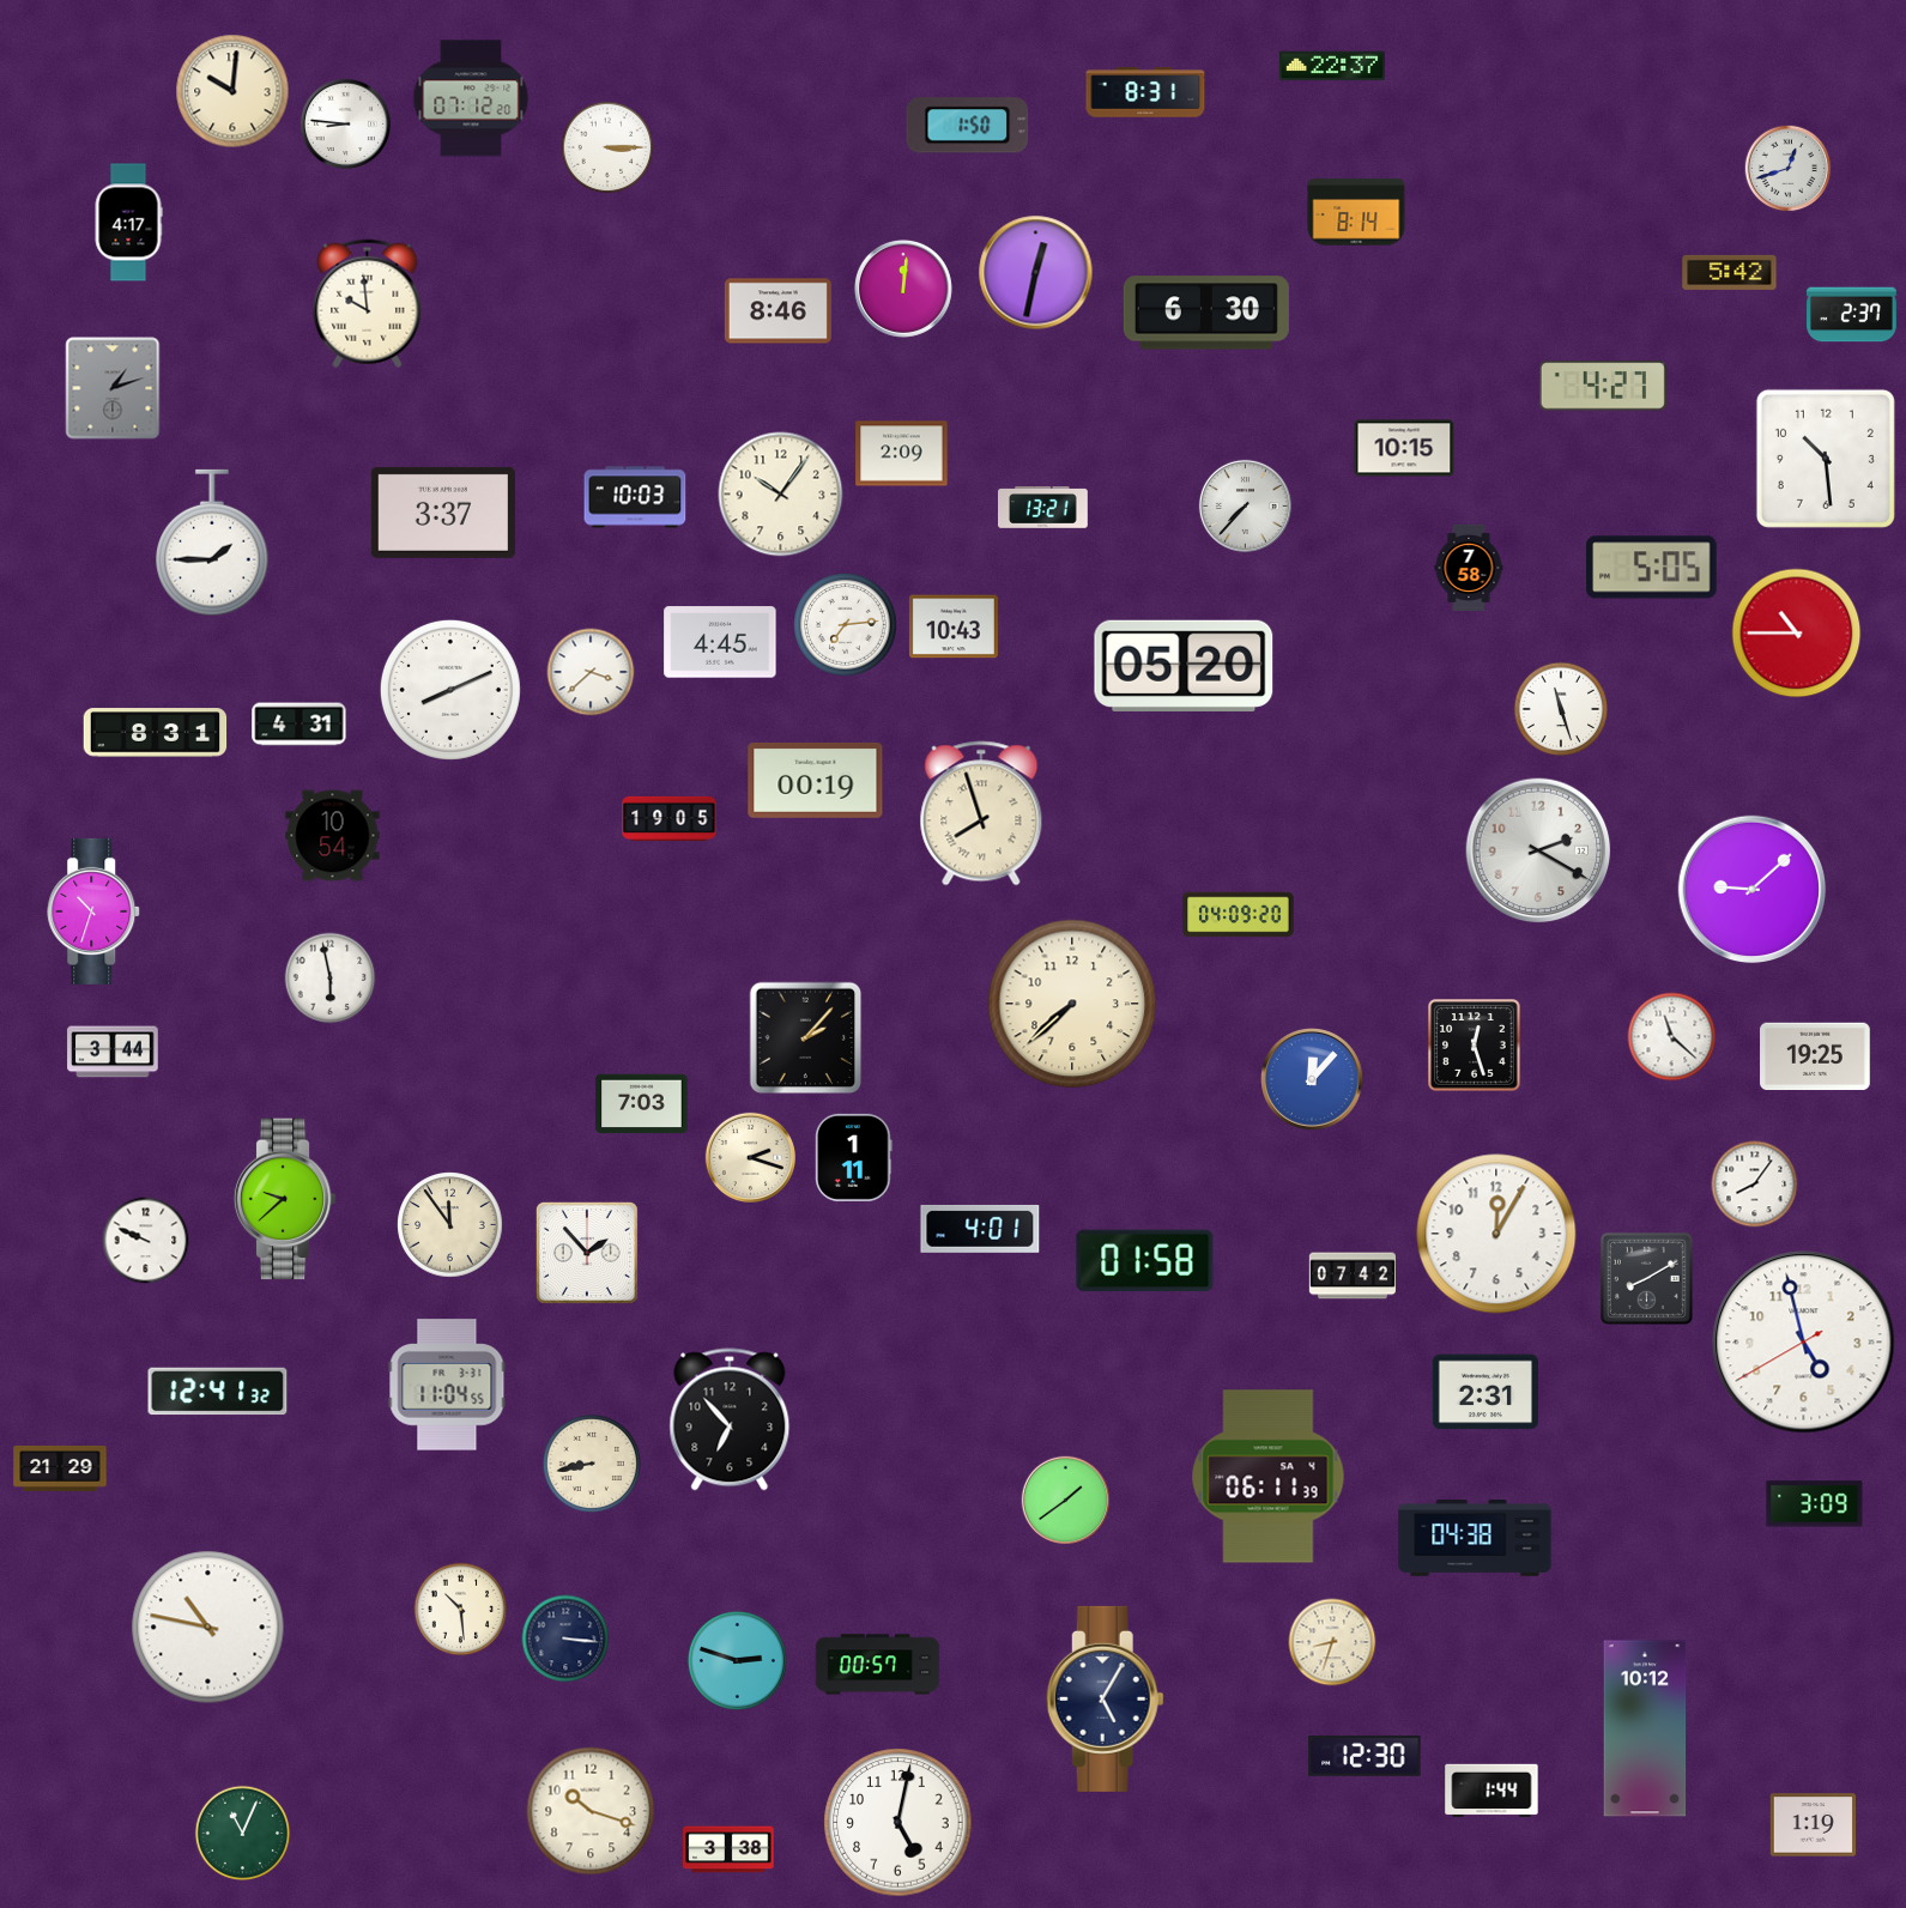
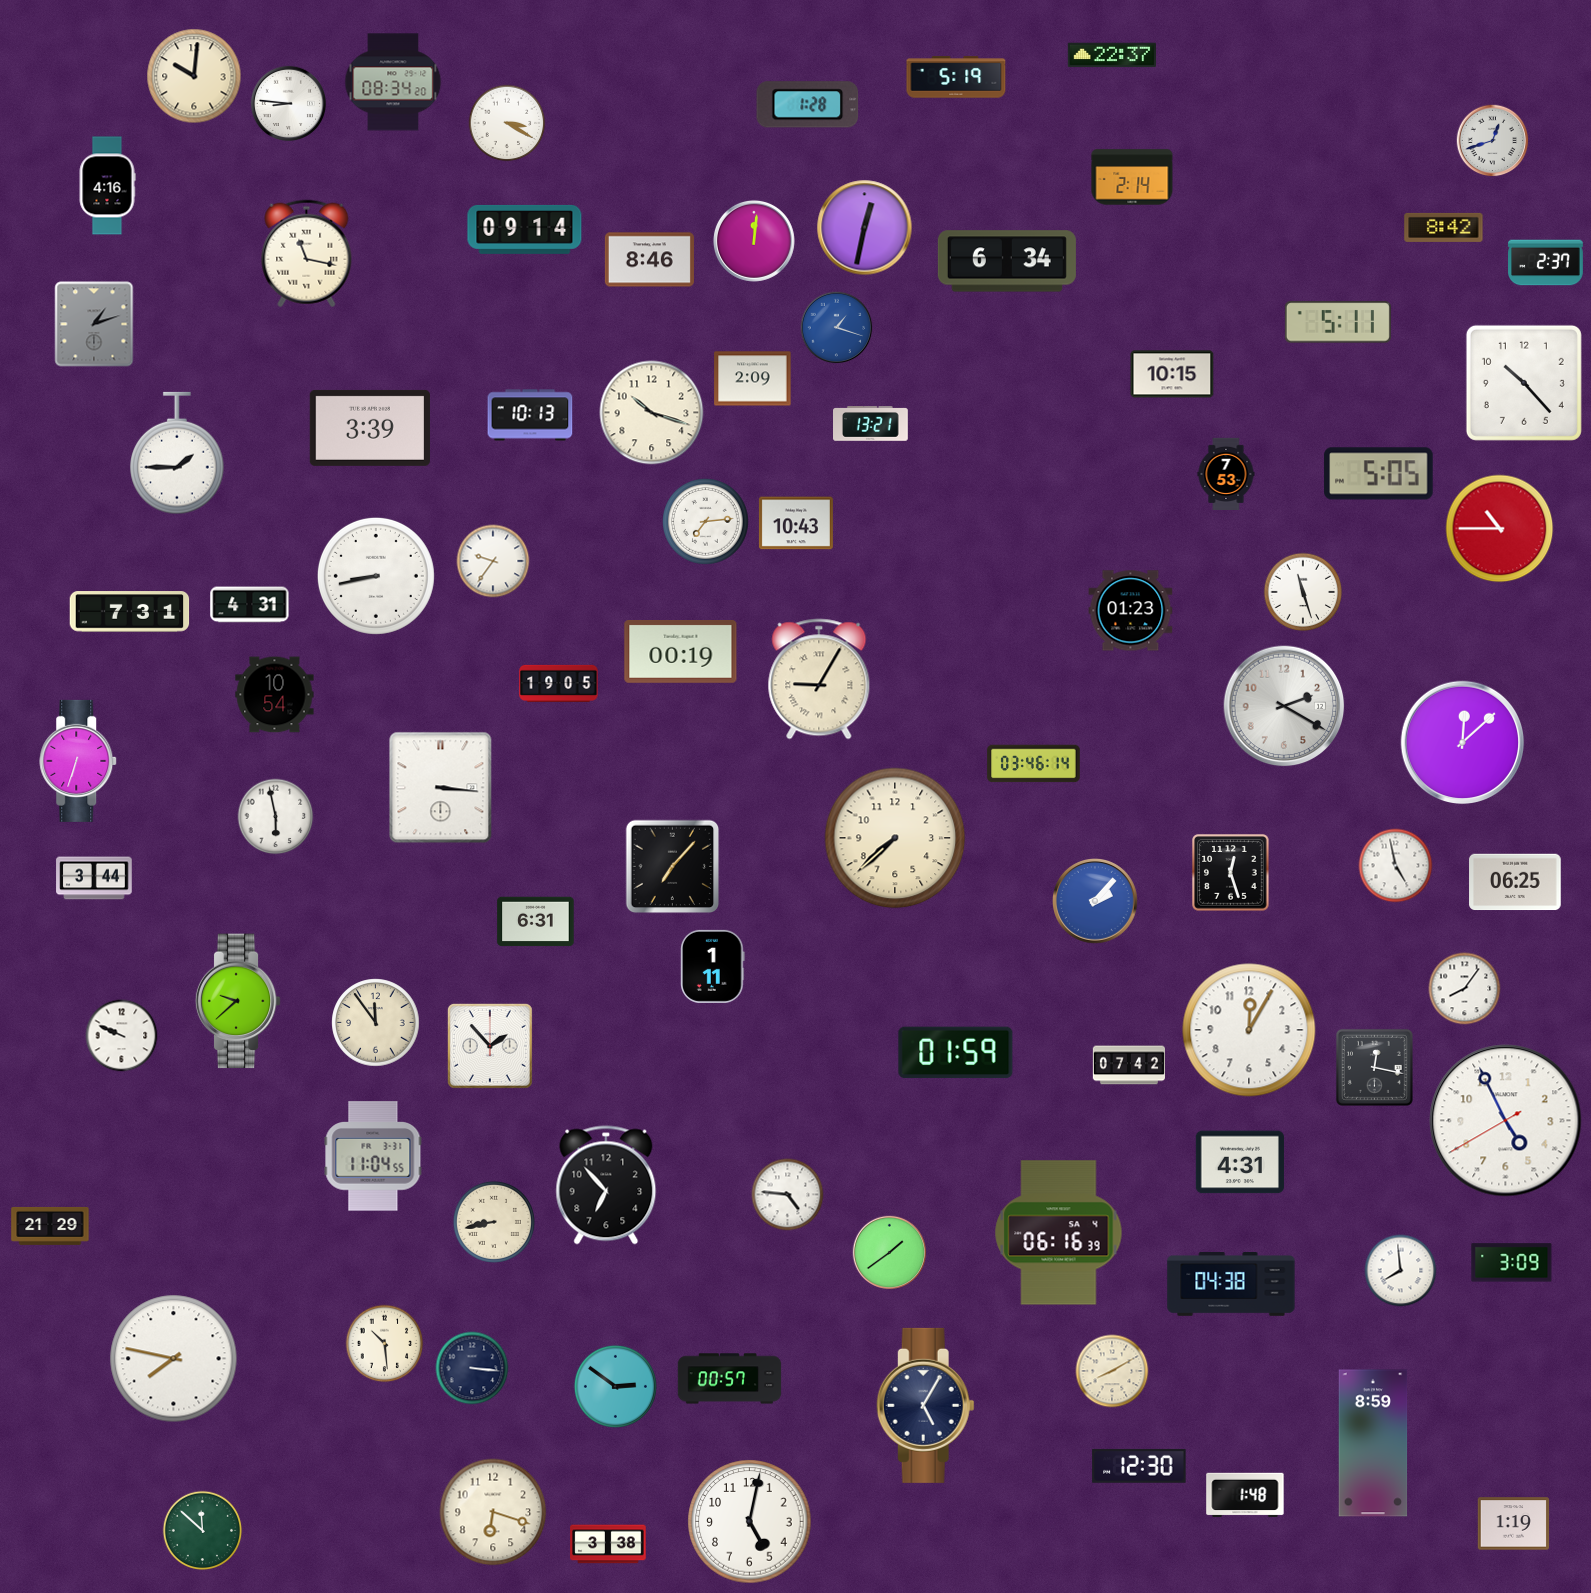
clock at (1145, 92): 8:31 -> 5:19
clock at (471, 98): 07:12 -> 08:34
clock at (968, 126): 1:50 -> 1:28
clock at (607, 147): 3:15 -> 3:20
clock at (1356, 212): 8:14 -> 2:14
clock at (128, 223): 4:17 -> 4:16
clock at (1730, 272): 5:42 -> 8:42
clock at (525, 229): none -> 09:14
clock at (368, 304): 9:59 -> 11:17
clock at (1206, 313): 6:30 -> 6:34
clock at (1603, 386): 4:27 -> 5:11
clock at (837, 328): none -> 1:18
clock at (1826, 459): 10:29 -> 10:23
clock at (781, 495): 10:06 -> 10:18
clock at (635, 497): 10:03 -> 10:13
clock at (1245, 505): 7:37 -> none
clock at (443, 513): 3:37 -> 3:39
clock at (1469, 567): 7:58 -> 7:53
clock at (720, 642): 4:45 -> none
clock at (1184, 666): 05:20 -> none
clock at (591, 672): 3:38 -> 9:36
clock at (450, 690): 8:11 -> 8:43
clock at (1131, 611): none -> 01:23
clock at (156, 733): 8:31 -> 7:31
clock at (981, 813): 7:57 -> 9:05
clock at (333, 836) position: (333, 836) -> (275, 695)
clock at (1538, 850) position: (1538, 850) -> (1284, 706)
clock at (1753, 890): 9:08 -> 12:08
clock at (95, 911): 10:33 -> 6:33
clock at (1239, 915): 04:09 -> 03:46
clock at (441, 788): none -> 3:16
clock at (1672, 1037): 11:22 -> 4:58
clock at (806, 1038): 2:07 -> 7:07
clock at (1815, 1056): 19:25 -> 06:25
clock at (1312, 1079): 12:07 -> 2:07
clock at (642, 1104): 7:03 -> 6:31
clock at (750, 1157): 2:18 -> none
clock at (980, 1229): 4:01 -> none
clock at (1145, 1261): 01:58 -> 01:59
clock at (1646, 1278): 8:10 -> 12:17
clock at (1804, 1343): 4:57 -> 4:55
clock at (218, 1392): 12:41 -> none
clock at (1484, 1392): 2:31 -> 4:31
clock at (730, 1419) position: (730, 1419) -> (606, 1185)
clock at (788, 1195): none -> 4:46
clock at (1269, 1477): 06:11 -> 06:16
clock at (1815, 1504) position: (1815, 1504) -> (1512, 1263)
clock at (1401, 1271): none -> 7:59
clock at (208, 1628): 10:47 -> 7:47
clock at (1332, 1642): 8:33 -> 8:10
clock at (737, 1660): 2:48 -> 2:51
clock at (878, 1665) position: (878, 1665) -> (730, 1379)
clock at (1105, 1698) position: (1105, 1698) -> (925, 1405)
clock at (1645, 1728): 10:12 -> 8:59
clock at (1491, 1791): 1:44 -> 1:48
clock at (591, 1811): 10:18 -> 6:18
clock at (243, 1834): 11:04 -> 11:52
